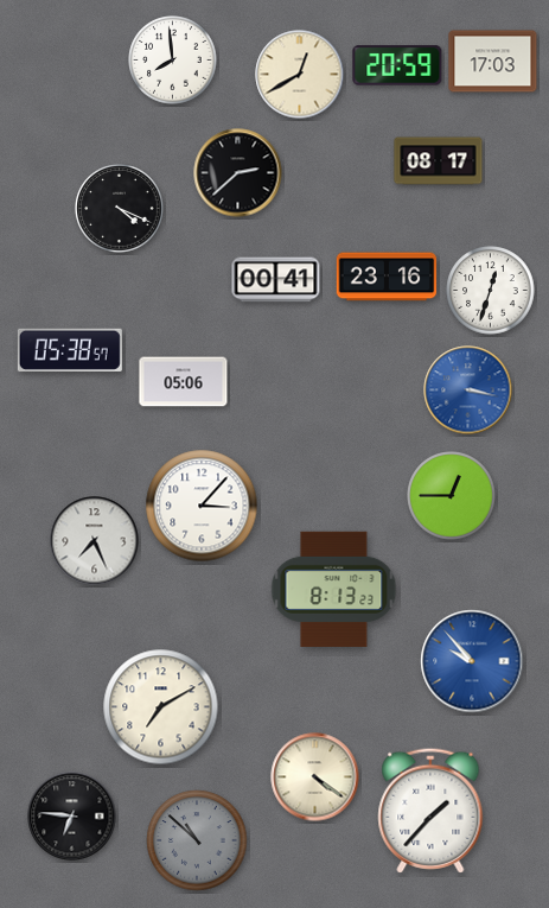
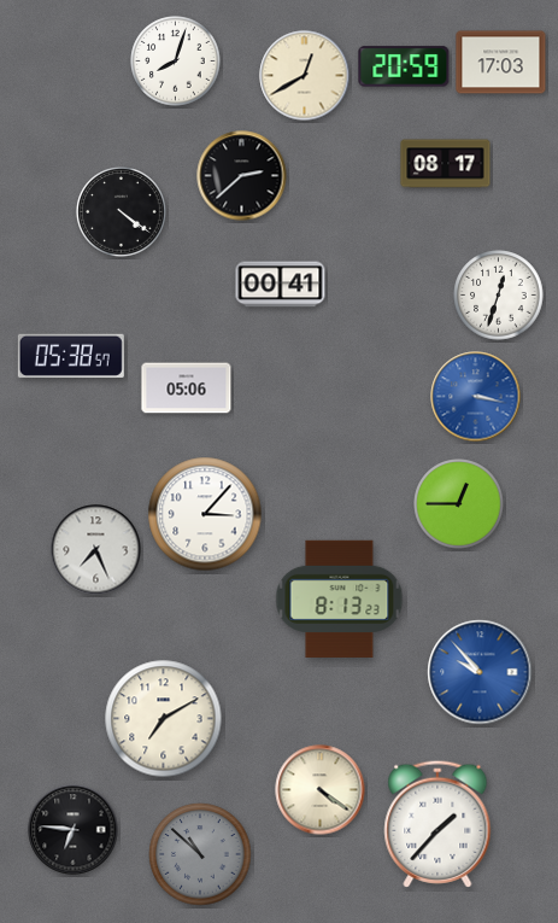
clock at (173, 61): 7:59 -> 8:03
clock at (120, 209): 4:19 -> 4:21
clock at (387, 277): 23:16 -> none
